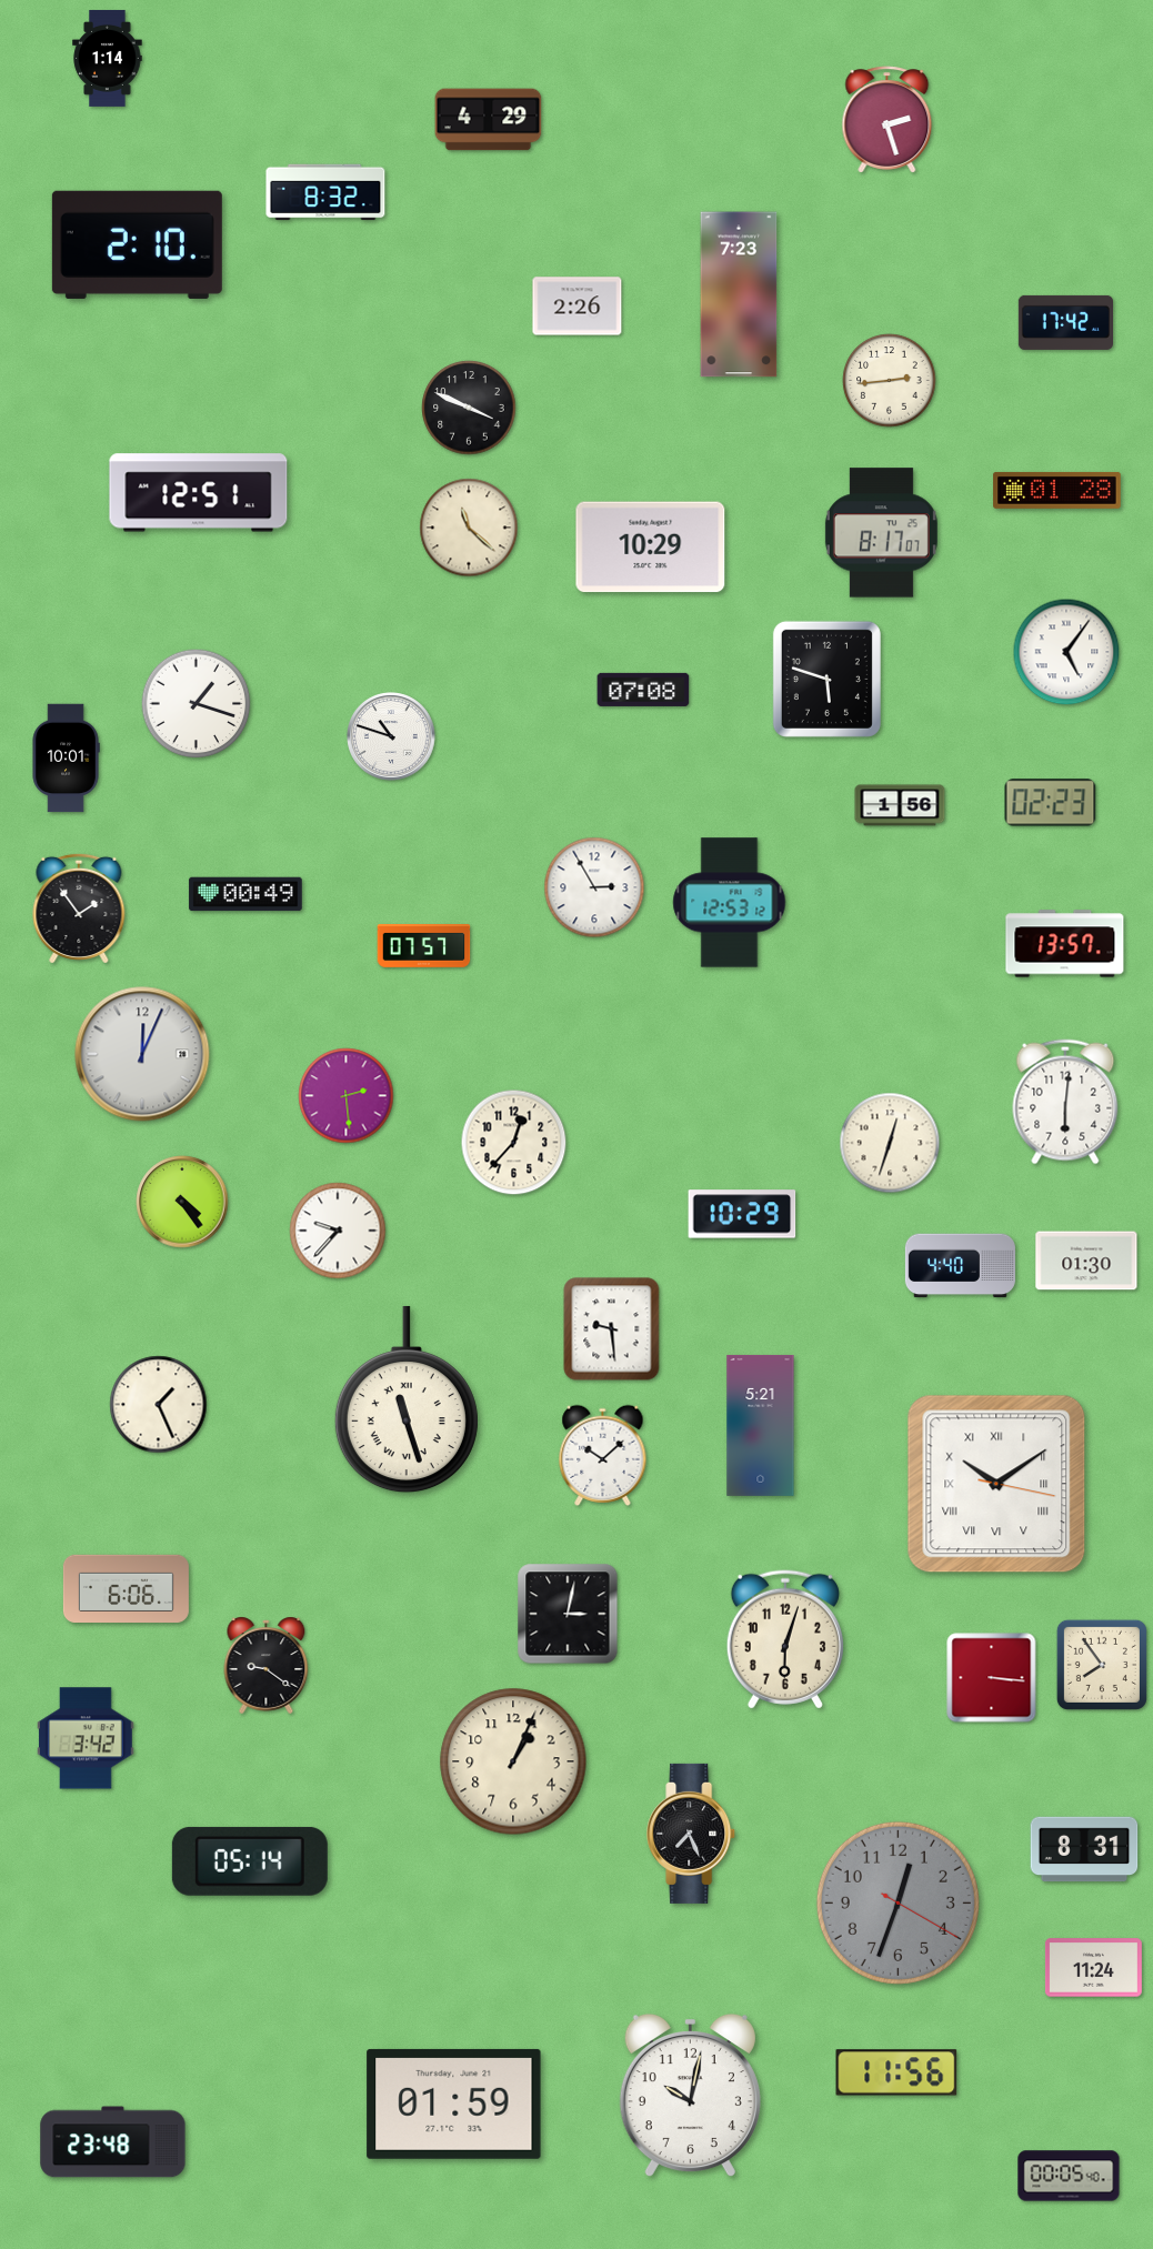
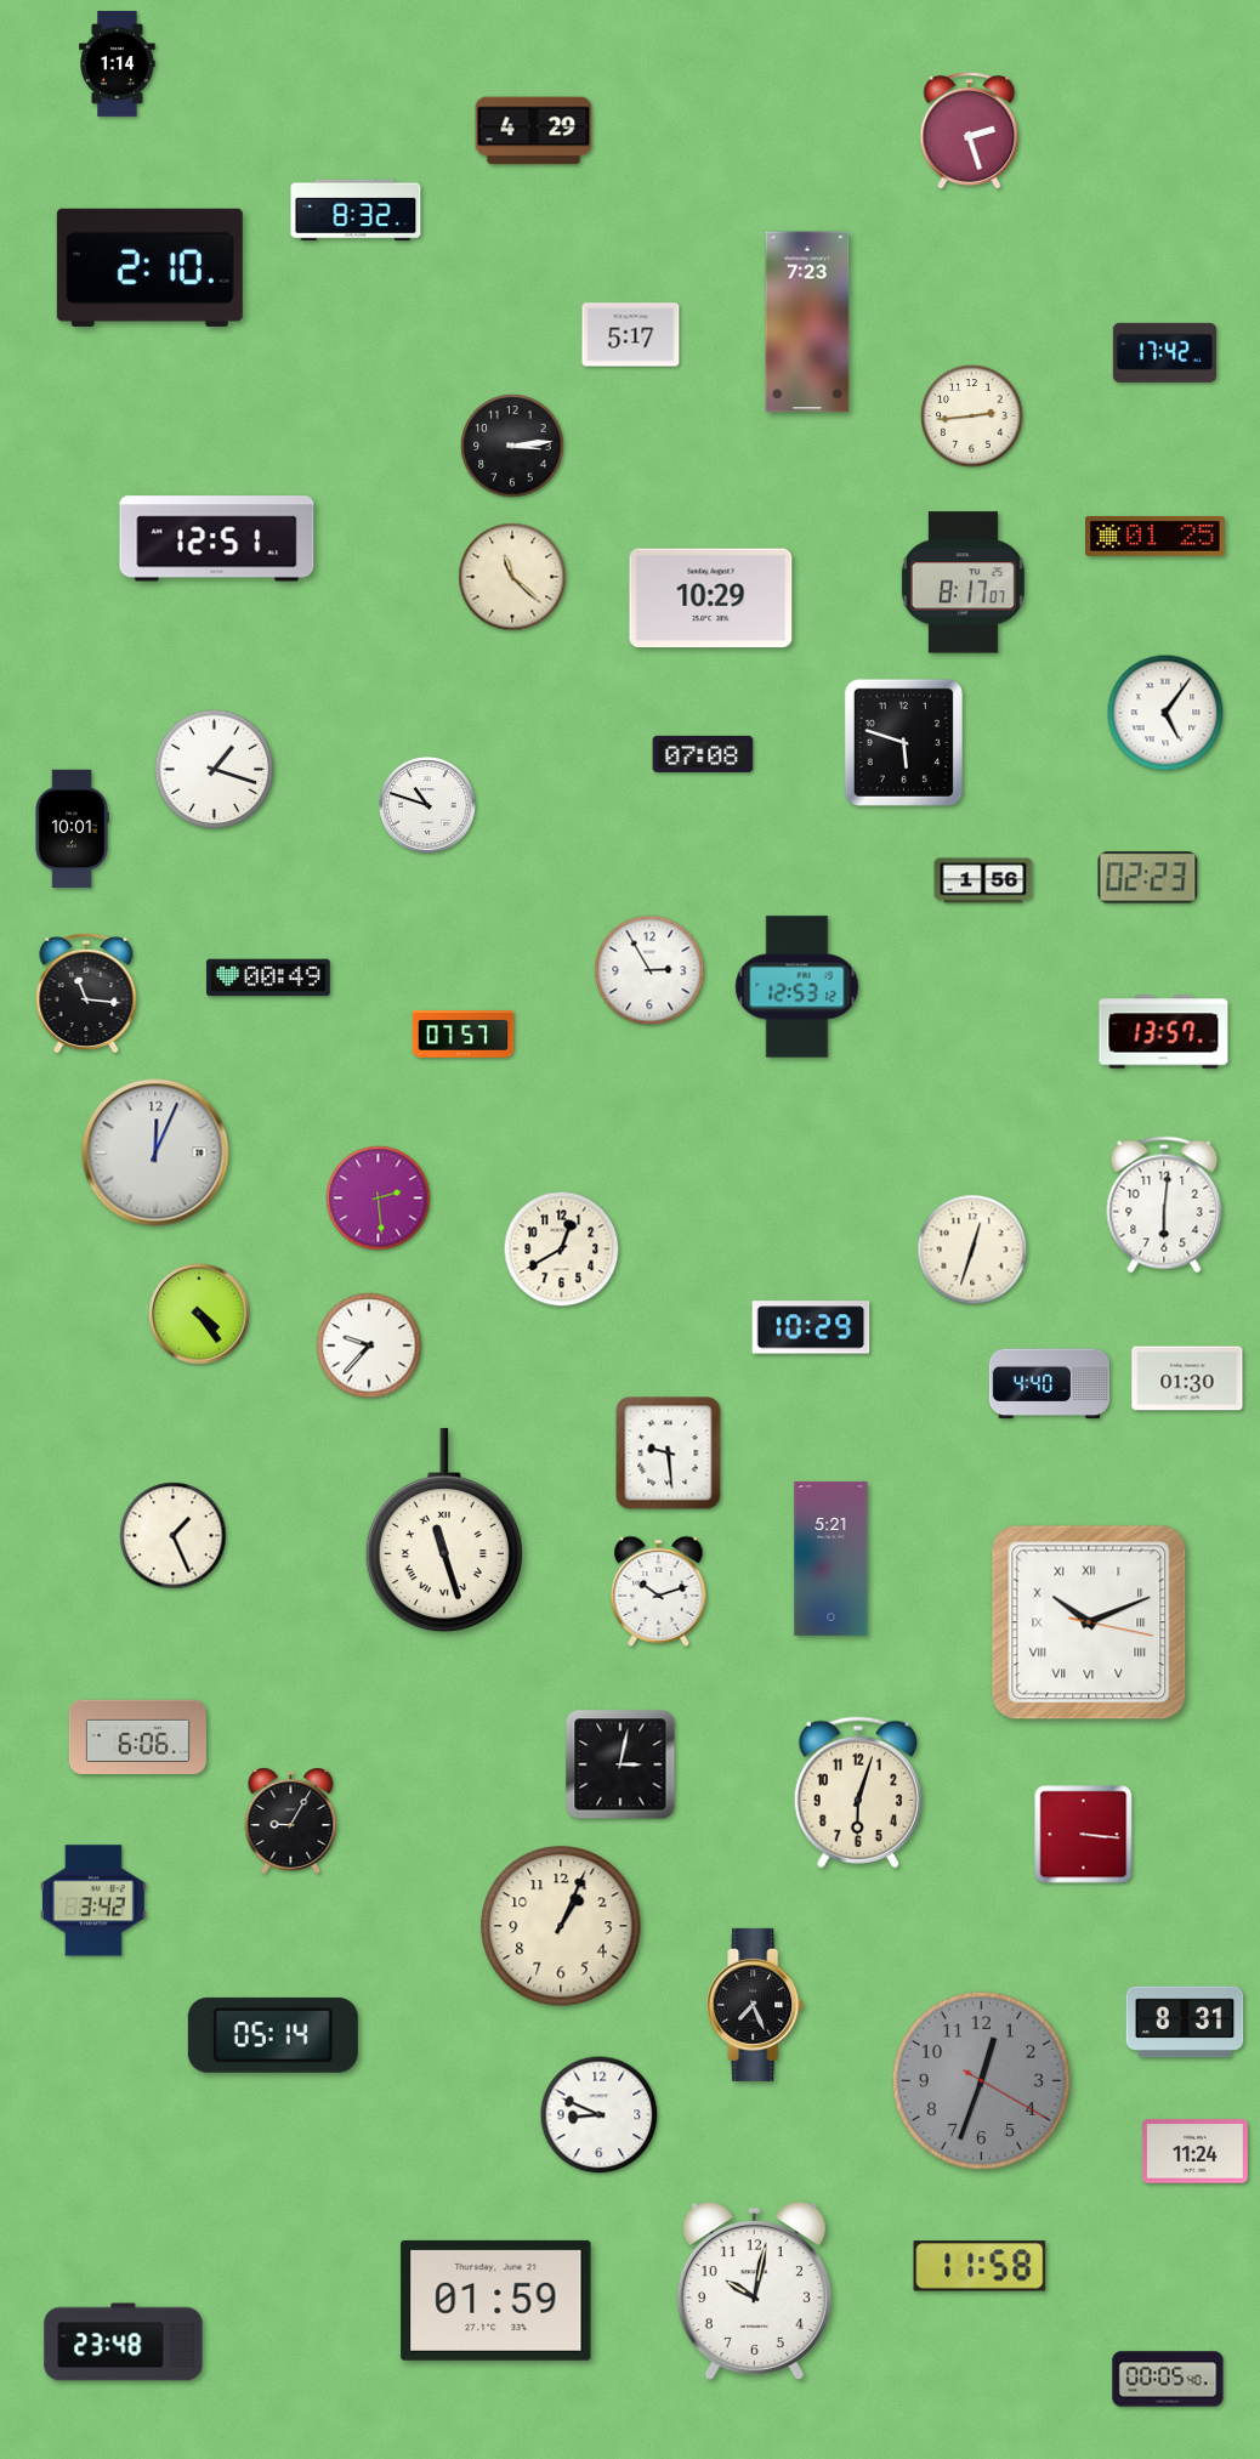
clock at (578, 307): 2:26 -> 5:17
clock at (469, 408): 3:49 -> 3:14
clock at (1057, 490): 01:28 -> 01:25
clock at (79, 908): 1:54 -> 11:16
clock at (514, 1143): 12:37 -> 12:40
clock at (603, 1455): 10:08 -> 10:12
clock at (996, 1484): 10:09 -> 10:11
clock at (267, 1665): 9:21 -> 9:05
clock at (1102, 1665): 7:54 -> none
clock at (600, 2115): none -> 8:49
clock at (896, 2072): 11:56 -> 11:58
